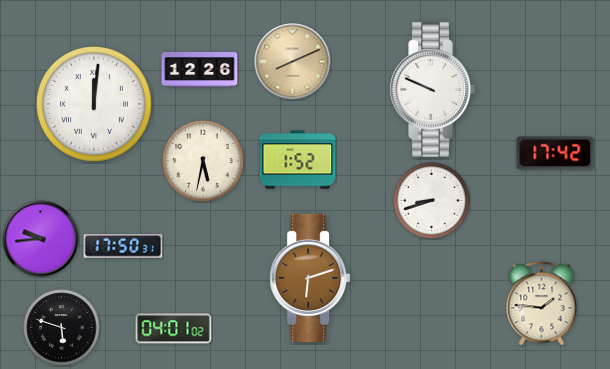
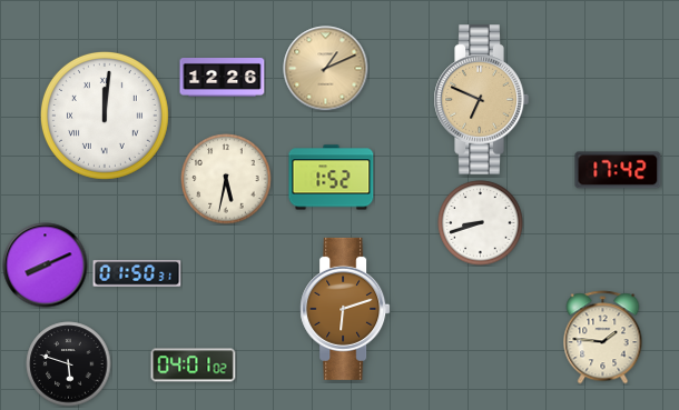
clock at (293, 62): 8:11 -> 1:11
clock at (432, 90): 9:49 -> 6:49
clock at (432, 90) dial: white -> champagne
clock at (41, 239): 9:44 -> 8:11
clock at (123, 246): 17:50 -> 01:50
